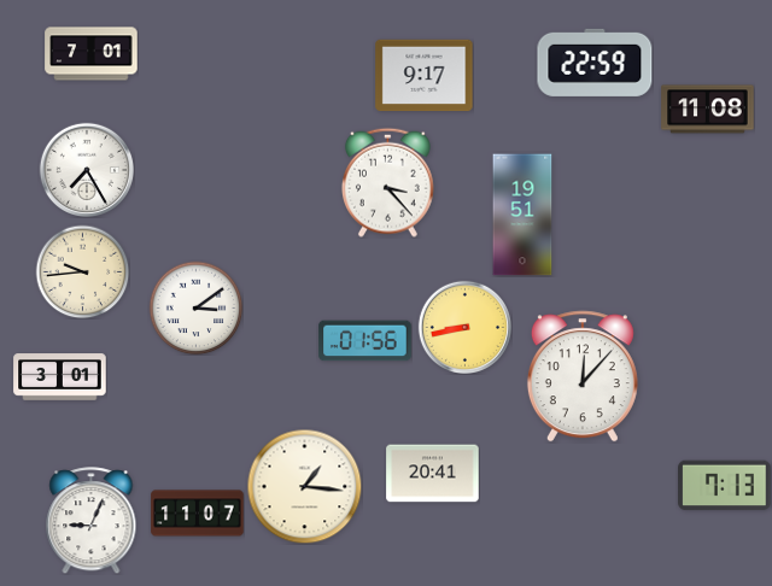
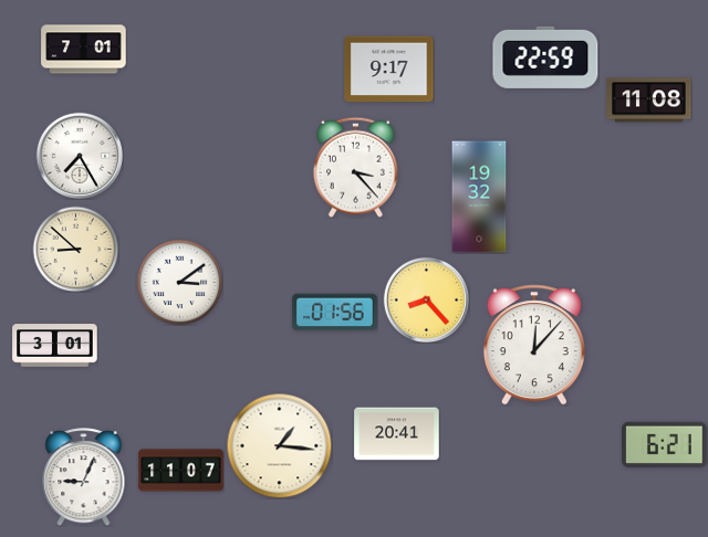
clock at (522, 215): 19:51 -> 19:32
clock at (82, 271): 9:44 -> 8:52
clock at (464, 327): 8:43 -> 8:23
clock at (725, 486): 7:13 -> 6:21
